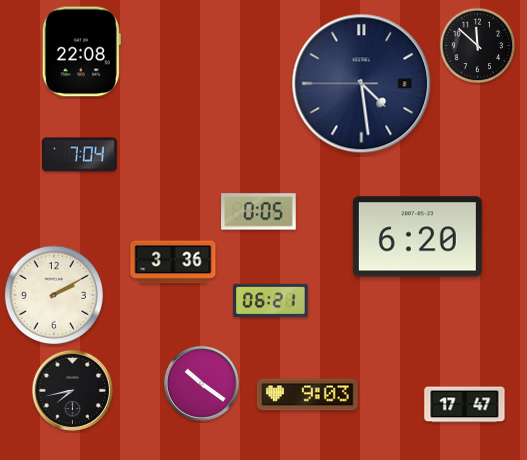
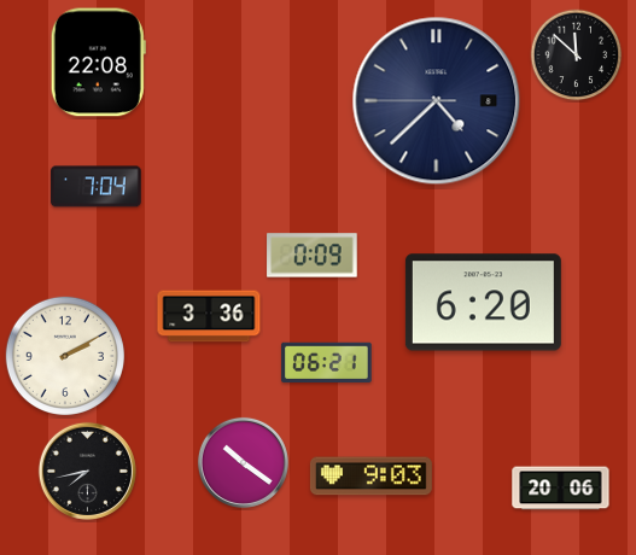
clock at (362, 84): 4:28 -> 4:37
clock at (259, 212): 0:05 -> 0:09
clock at (417, 237) position: (417, 237) -> (483, 303)
clock at (465, 405): 17:47 -> 20:06
